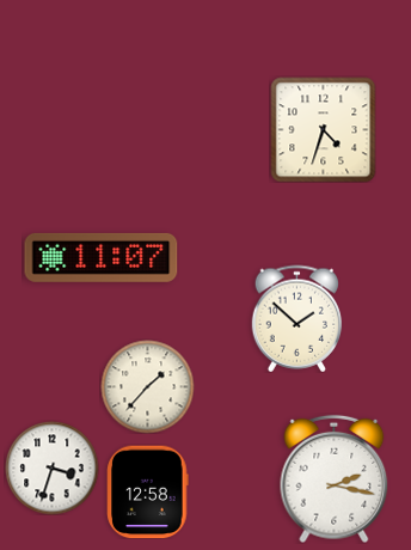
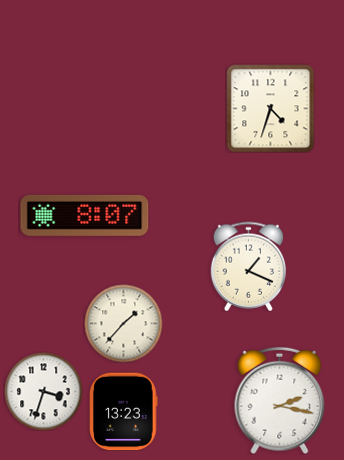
clock at (102, 257): 11:07 -> 8:07
clock at (297, 318): 1:52 -> 1:19
clock at (148, 491): 12:58 -> 13:23
